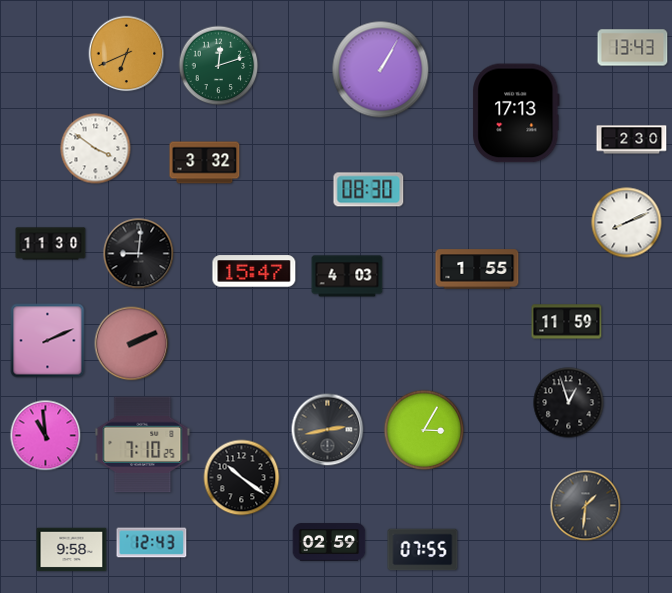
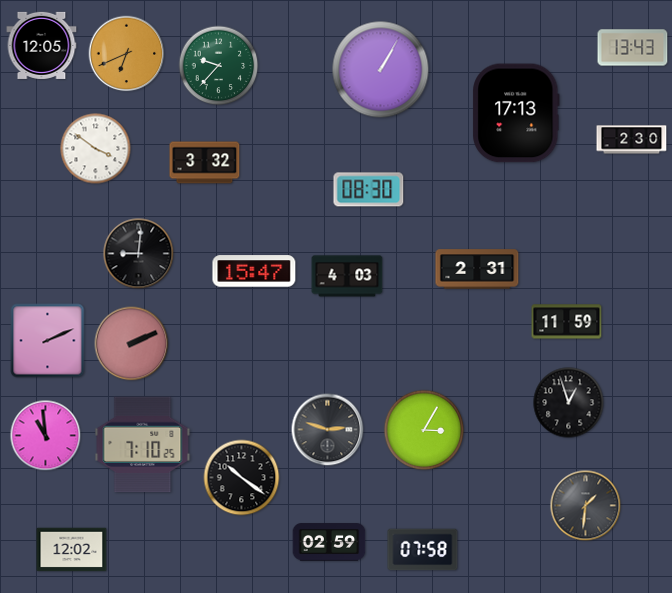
clock at (42, 45): none -> 12:05
clock at (219, 66): 12:12 -> 9:37
clock at (627, 223): 8:11 -> none
clock at (51, 244): 11:30 -> none
clock at (477, 269): 1:55 -> 2:31
clock at (328, 430): 2:43 -> 2:48
clock at (152, 543): 12:43 -> none
clock at (72, 550): 9:58 -> 12:02
clock at (423, 550): 07:55 -> 07:58
